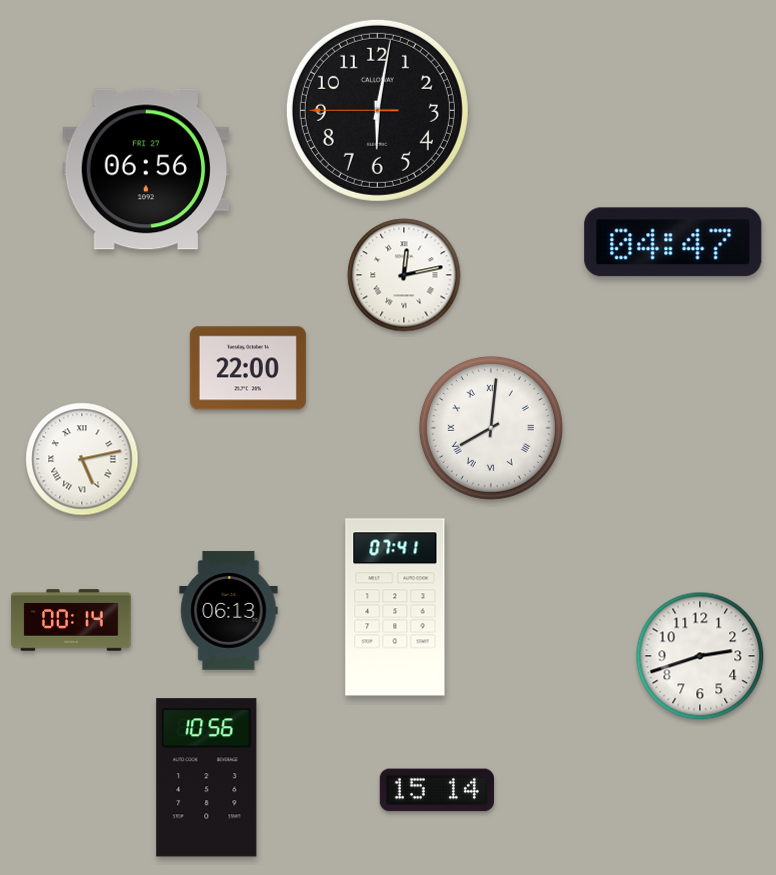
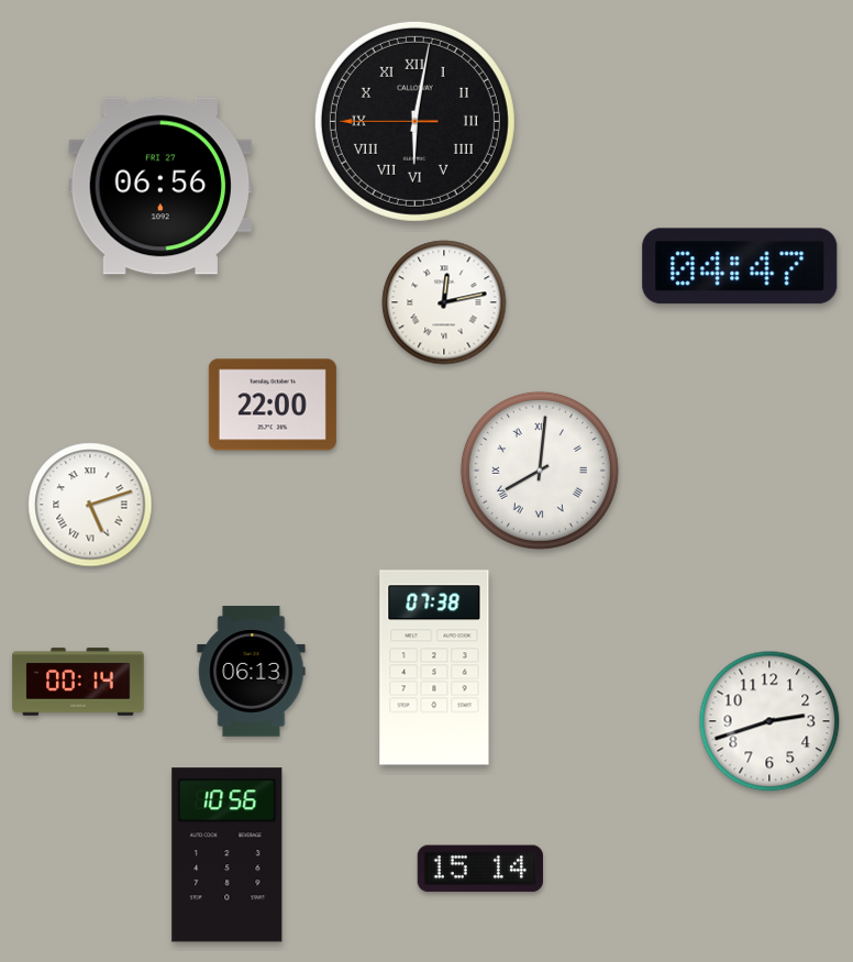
clock at (377, 110) numerals: Arabic -> Roman
clock at (82, 459): 5:13 -> 5:12
clock at (395, 607): 07:41 -> 07:38
